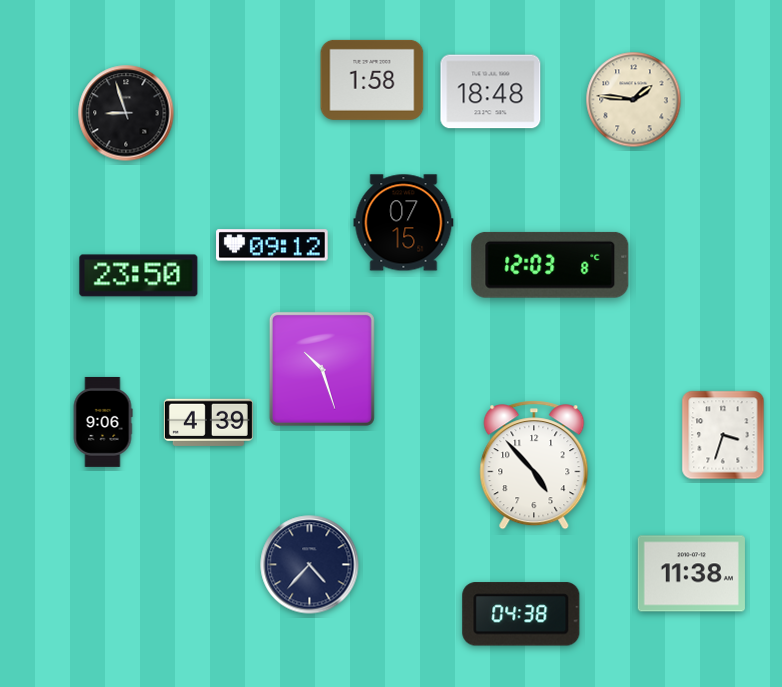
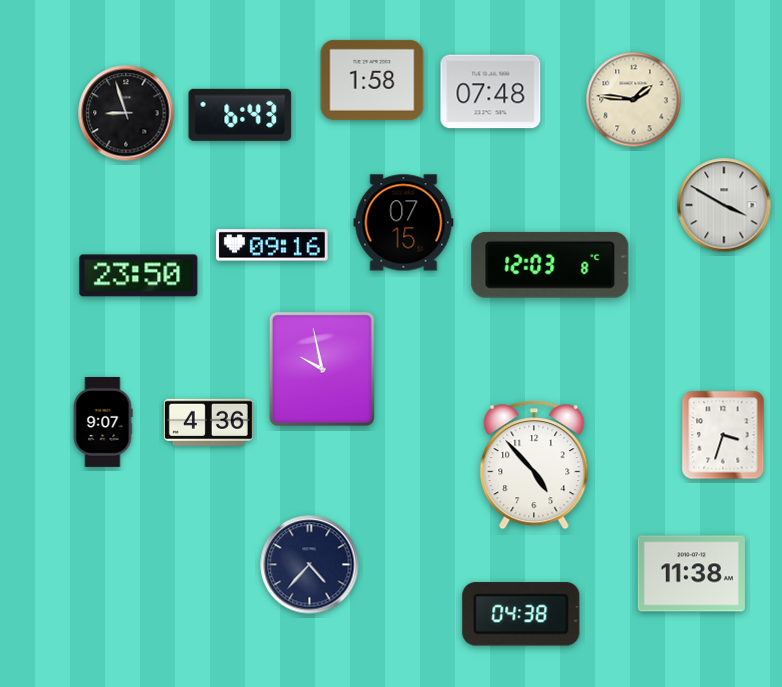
clock at (491, 92): 18:48 -> 07:48
clock at (240, 115): none -> 6:43
clock at (724, 205): none -> 3:50
clock at (272, 245): 09:12 -> 09:16
clock at (322, 369): 10:27 -> 9:58
clock at (103, 422): 9:06 -> 9:07
clock at (208, 422): 4:39 -> 4:36
